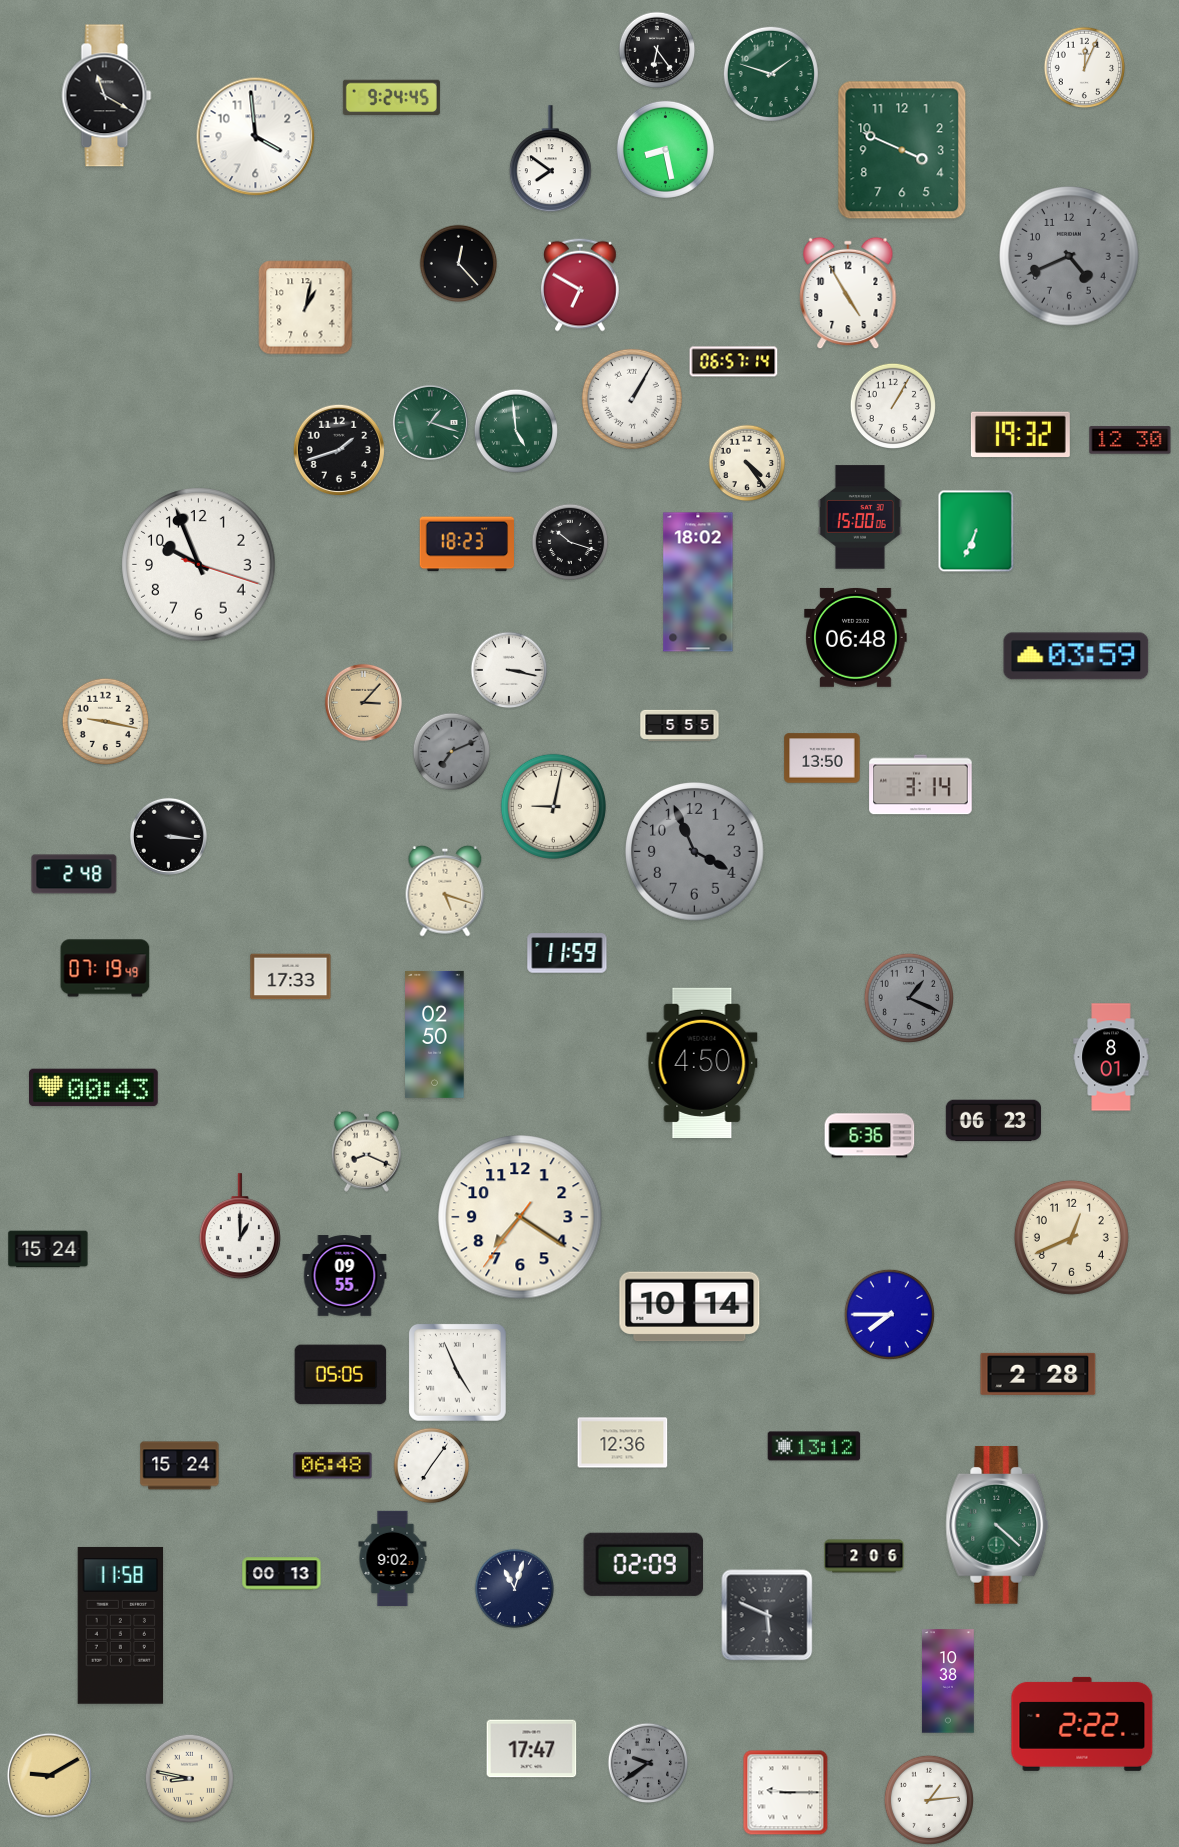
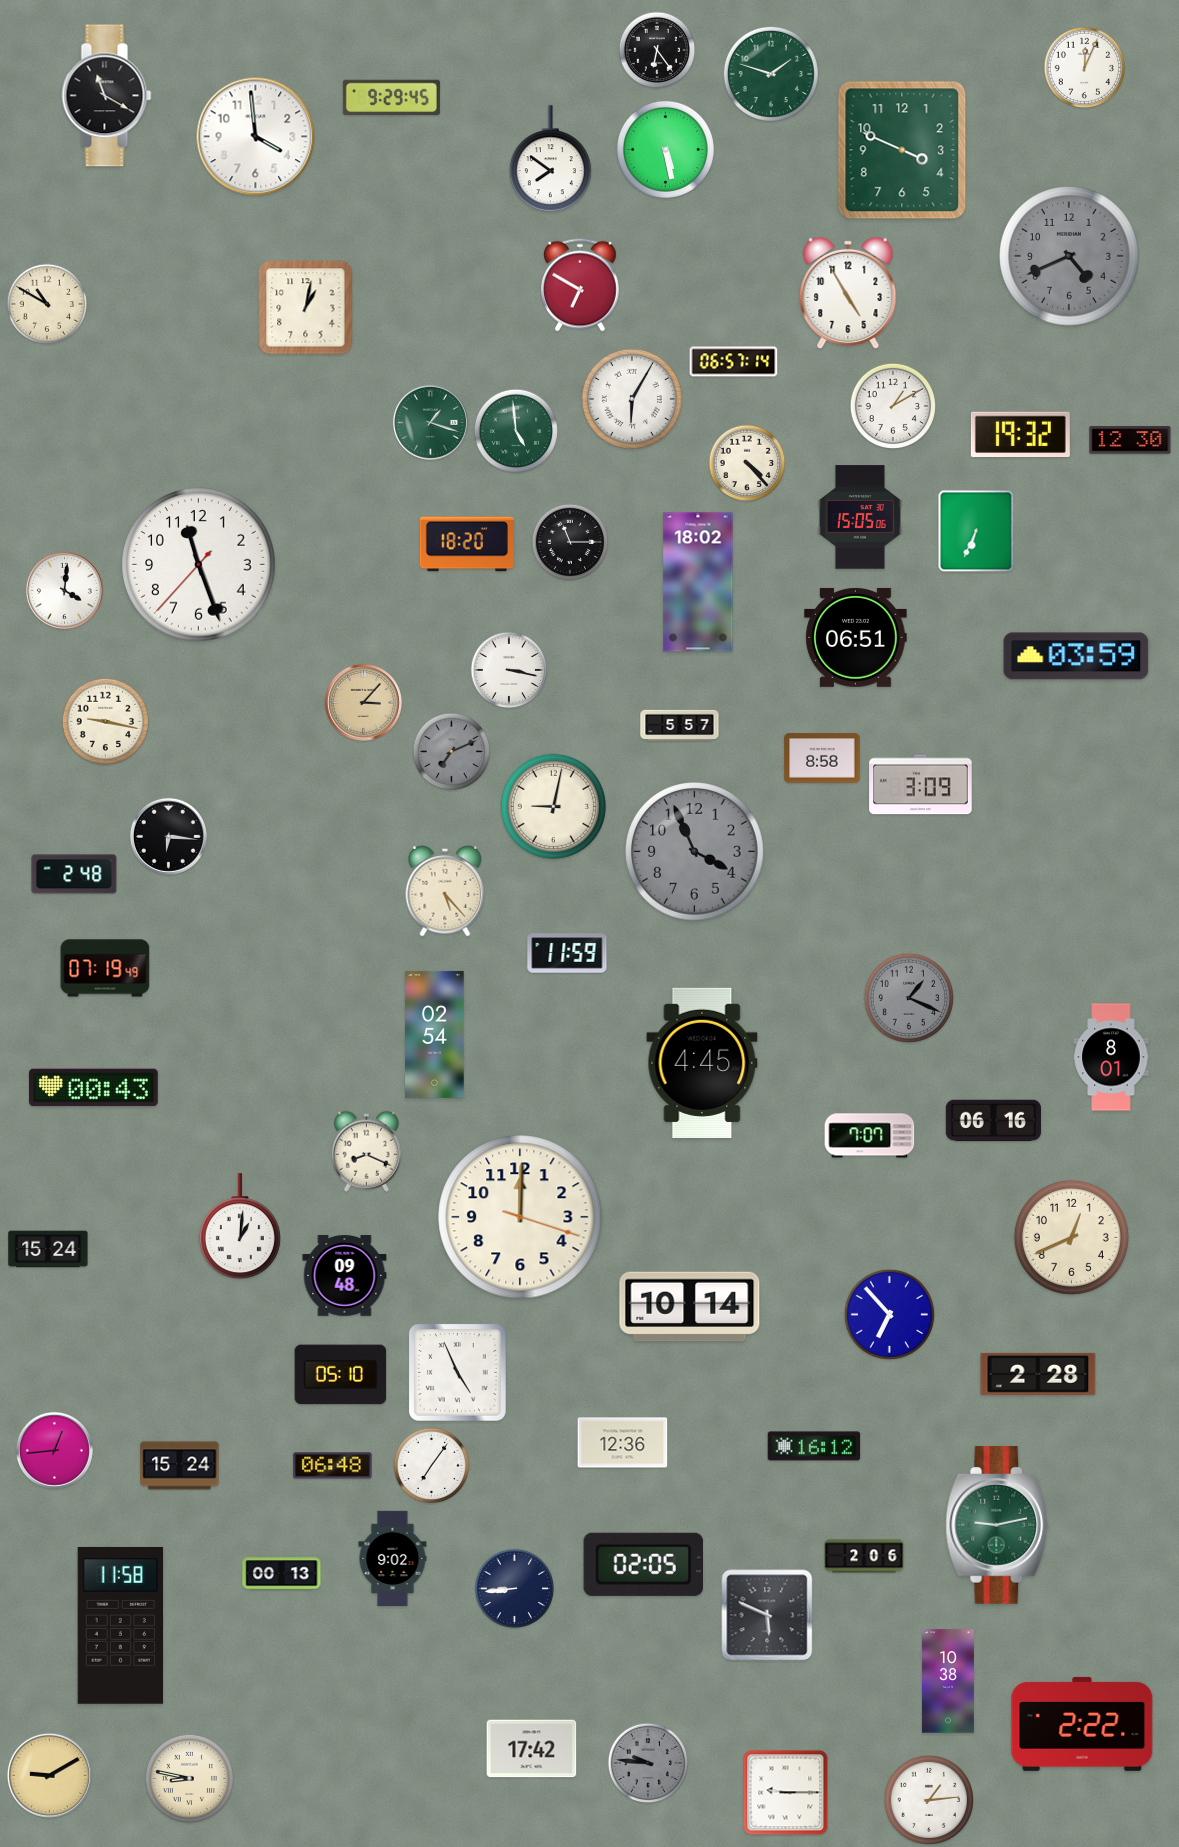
clock at (391, 98): 9:24 -> 9:29
clock at (665, 149): 8:28 -> 5:28
clock at (459, 264): 12:23 -> none
clock at (47, 304): none -> 10:50
clock at (632, 399): 1:05 -> 6:05
clock at (892, 405): 1:05 -> 1:10
clock at (338, 449): 1:42 -> none
clock at (747, 463): 4:24 -> 4:23
clock at (860, 517): 15:00 -> 15:05
clock at (570, 542): 10:18 -> 11:15
clock at (466, 544): 18:23 -> 18:20
clock at (199, 565): 9:56 -> 11:26
clock at (64, 590): none -> 4:01
clock at (856, 637): 06:48 -> 06:51
clock at (680, 726): 5:55 -> 5:57
clock at (822, 758): 13:50 -> 8:58
clock at (921, 785): 3:14 -> 3:09
clock at (168, 836): 3:16 -> 6:16
clock at (445, 891): 5:18 -> 5:23
clock at (291, 977): 17:33 -> none
clock at (435, 1034): 02:50 -> 02:54
clock at (702, 1062): 4:50 -> 4:45
clock at (993, 1121): 06:23 -> 06:16
clock at (870, 1136): 6:36 -> 7:07
clock at (520, 1217): 7:20 -> 12:00
clock at (240, 1227): 1:00 -> 1:01
clock at (345, 1276): 09:55 -> 09:48
clock at (889, 1314): 7:45 -> 6:53
clock at (341, 1375): 05:05 -> 05:10
clock at (814, 1446): 13:12 -> 16:12
clock at (54, 1450): none -> 12:44
clock at (997, 1526): 4:22 -> 9:13
clock at (644, 1564): 02:09 -> 02:05
clock at (515, 1589): 11:03 -> 8:44
clock at (532, 1749): 17:47 -> 17:42
clock at (648, 1763): 9:39 -> 9:46
